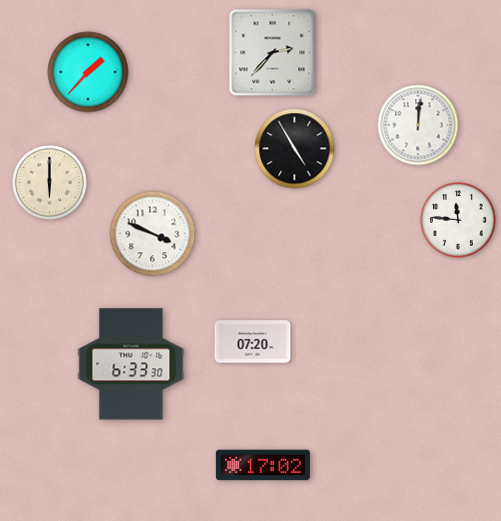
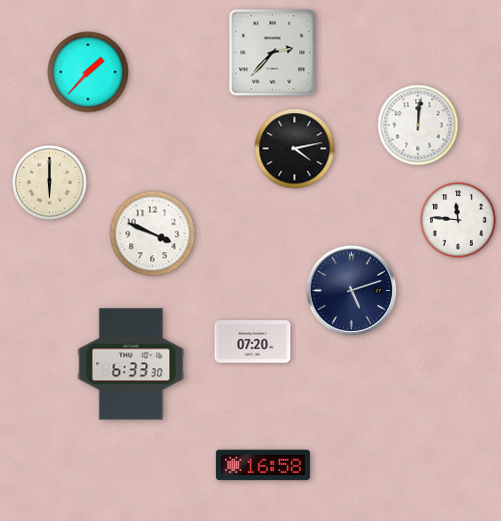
clock at (295, 149): 4:55 -> 4:13
clock at (352, 291): none -> 5:12
clock at (263, 465): 17:02 -> 16:58
